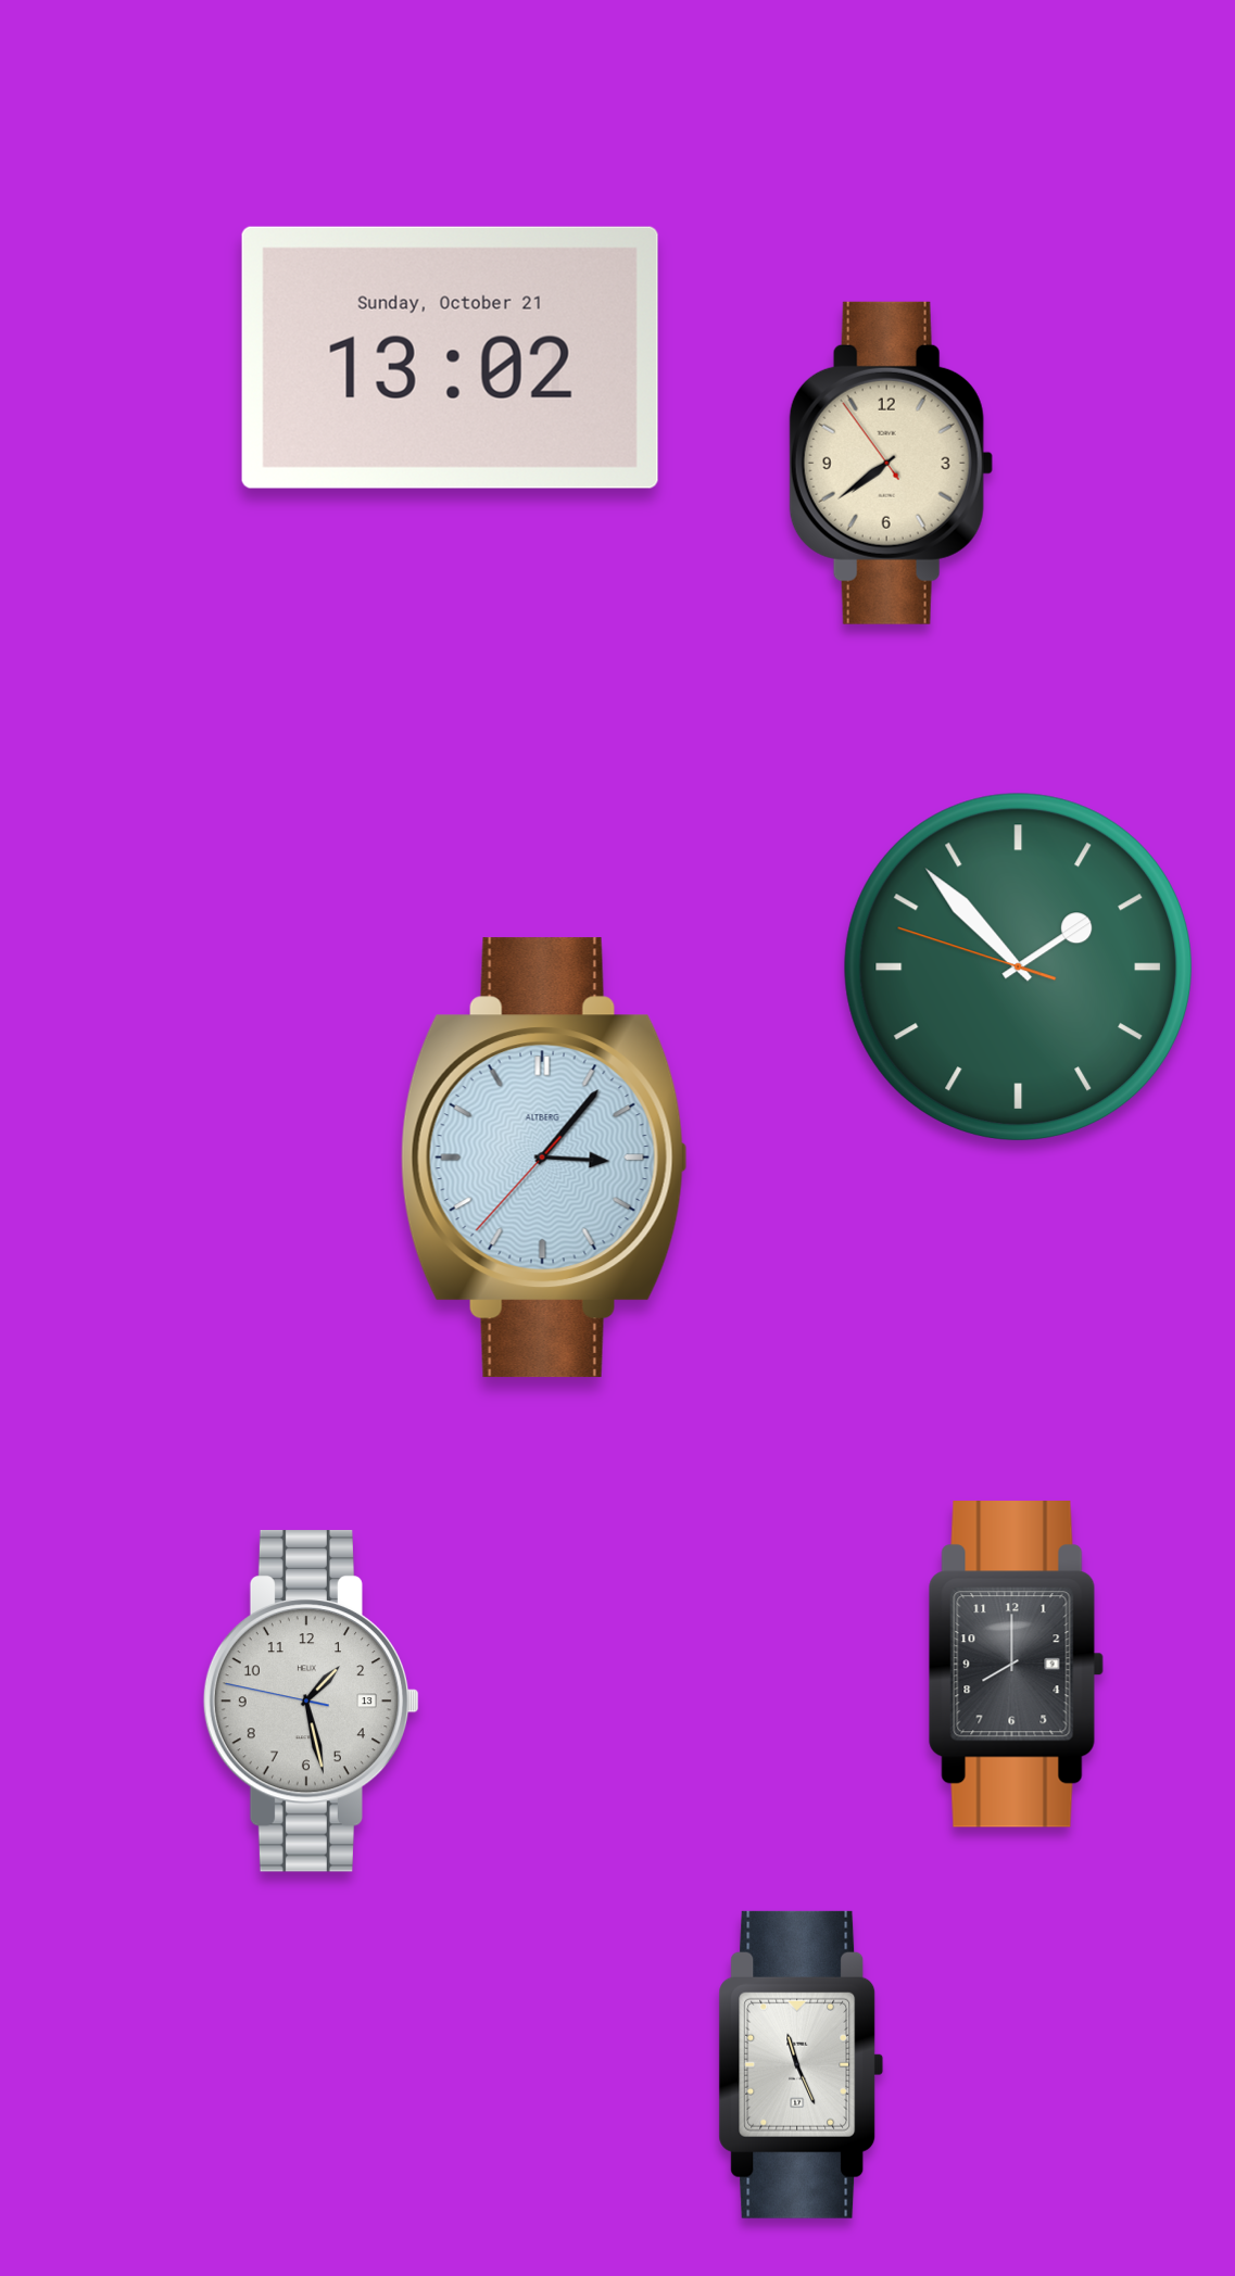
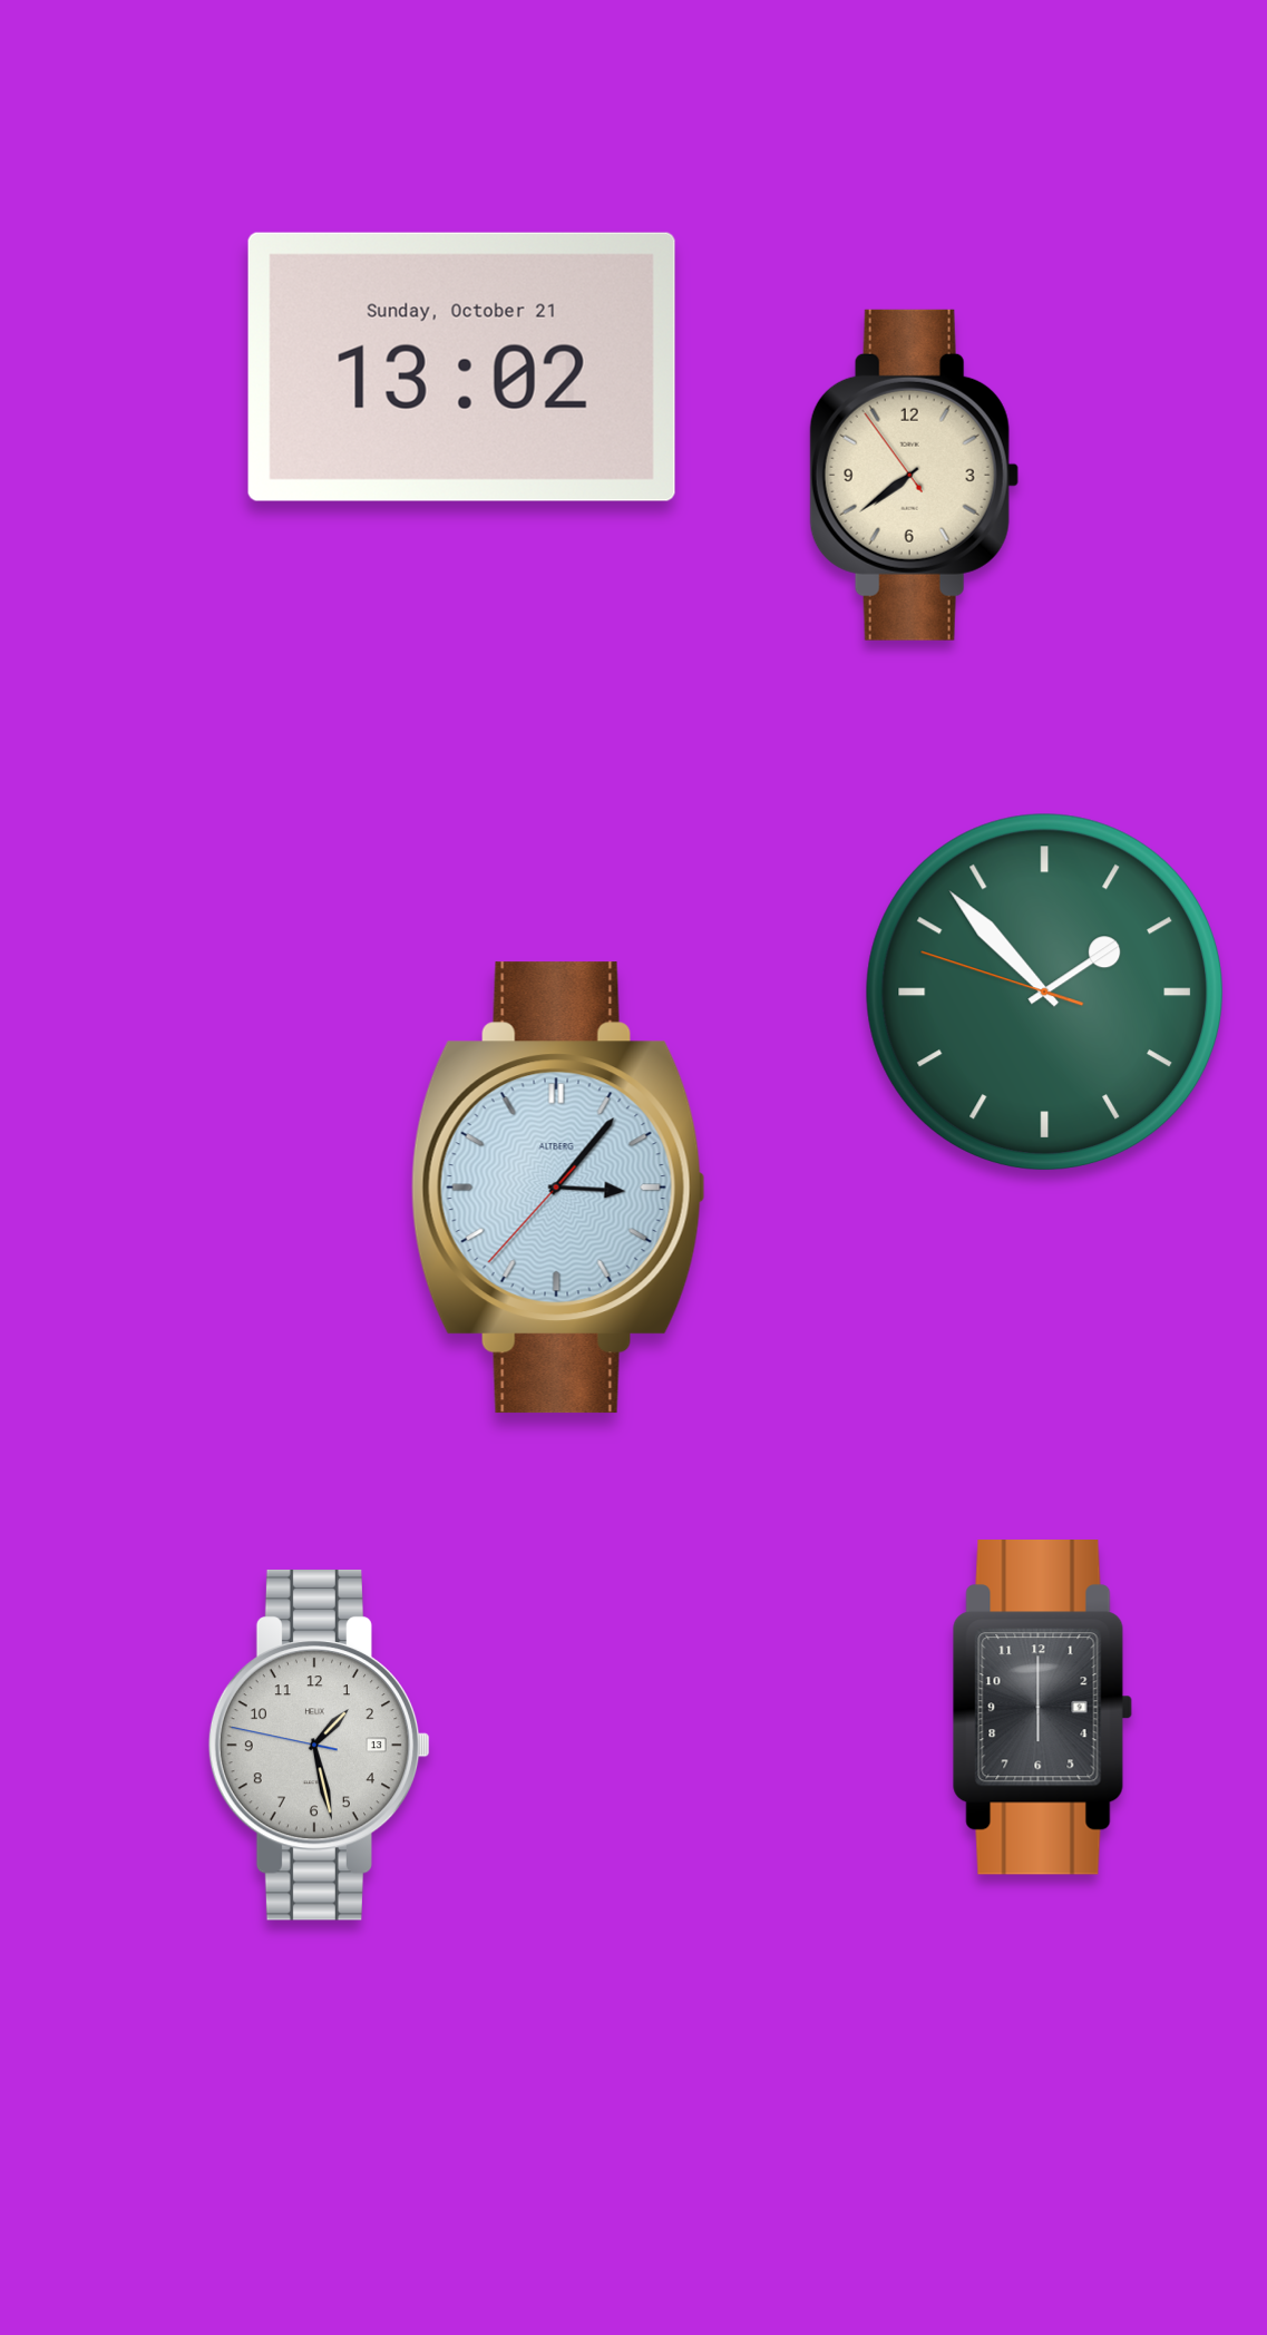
clock at (1016, 1665): 8:00 -> 6:00
clock at (802, 2064): 11:26 -> none
